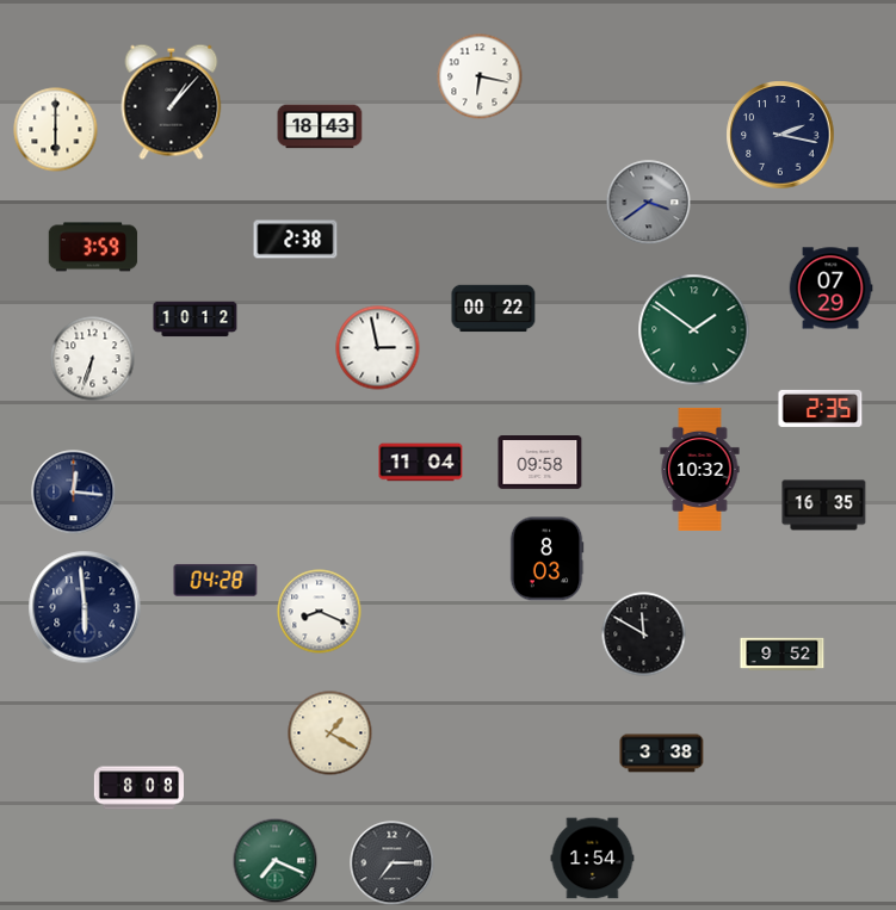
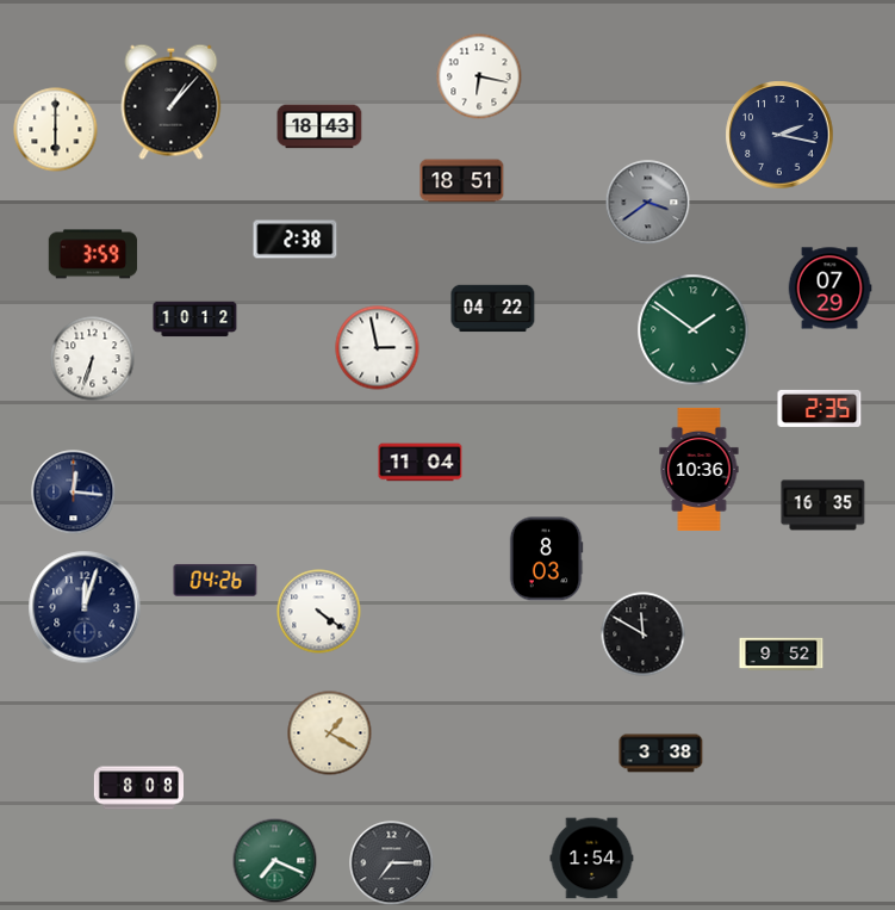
clock at (462, 181): none -> 18:51
clock at (93, 247) position: (93, 247) -> (93, 254)
clock at (494, 309): 00:22 -> 04:22
clock at (540, 463): 09:58 -> none
clock at (700, 469): 10:32 -> 10:36
clock at (216, 580): 04:28 -> 04:26
clock at (85, 607): 5:59 -> 12:03
clock at (320, 612): 8:19 -> 4:21
